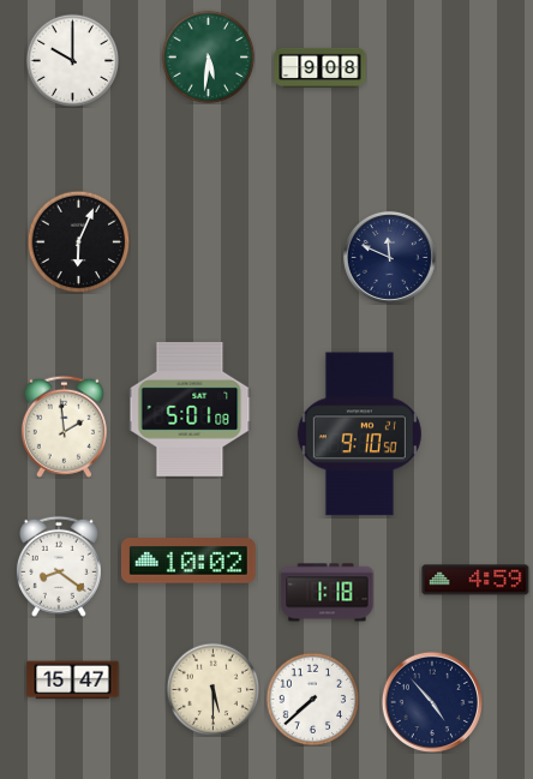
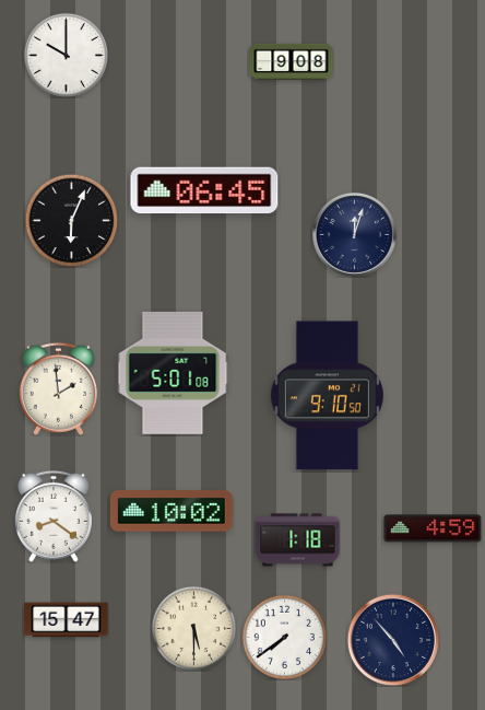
clock at (208, 56): 5:31 -> none
clock at (204, 190): none -> 06:45
clock at (389, 257): 11:49 -> 12:03
clock at (312, 699): 7:38 -> 7:39
